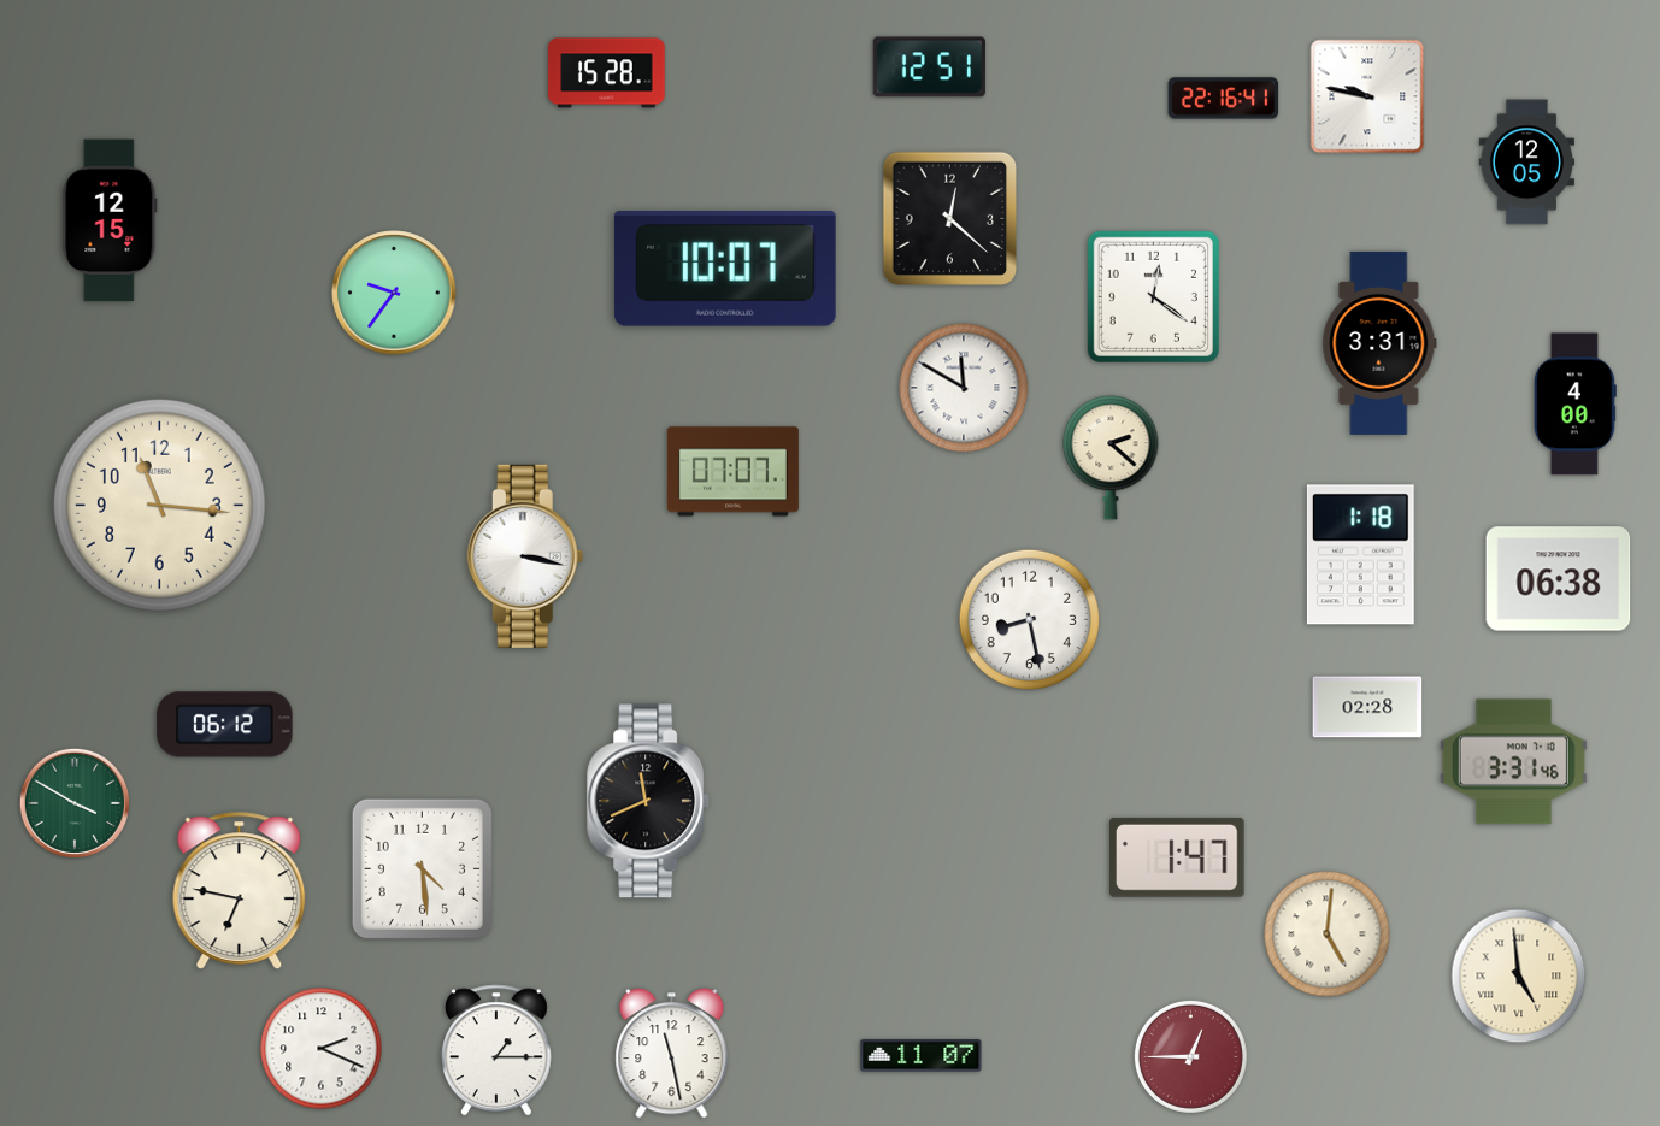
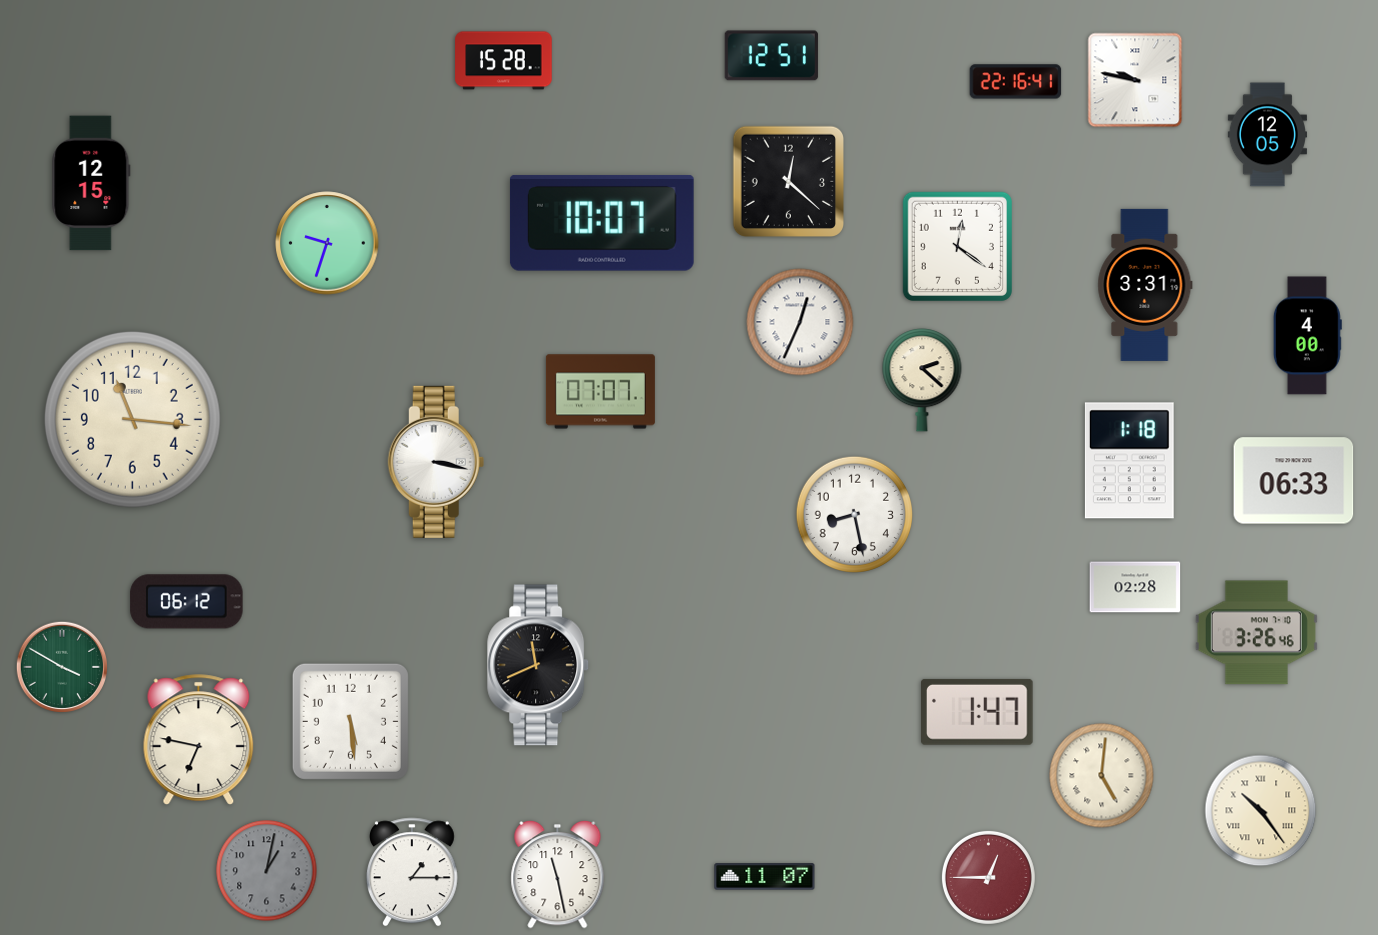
clock at (394, 293): 9:36 -> 9:33
clock at (964, 388): 11:50 -> 12:34
clock at (732, 472) position: (732, 472) -> (600, 392)
clock at (1559, 579): 06:38 -> 06:33
clock at (1513, 762): 3:31 -> 3:26
clock at (422, 868): 4:29 -> 5:29
clock at (1519, 977): 4:59 -> 10:24
clock at (322, 1049): 2:19 -> 1:02
clock at (322, 1049) dial: white -> grey
